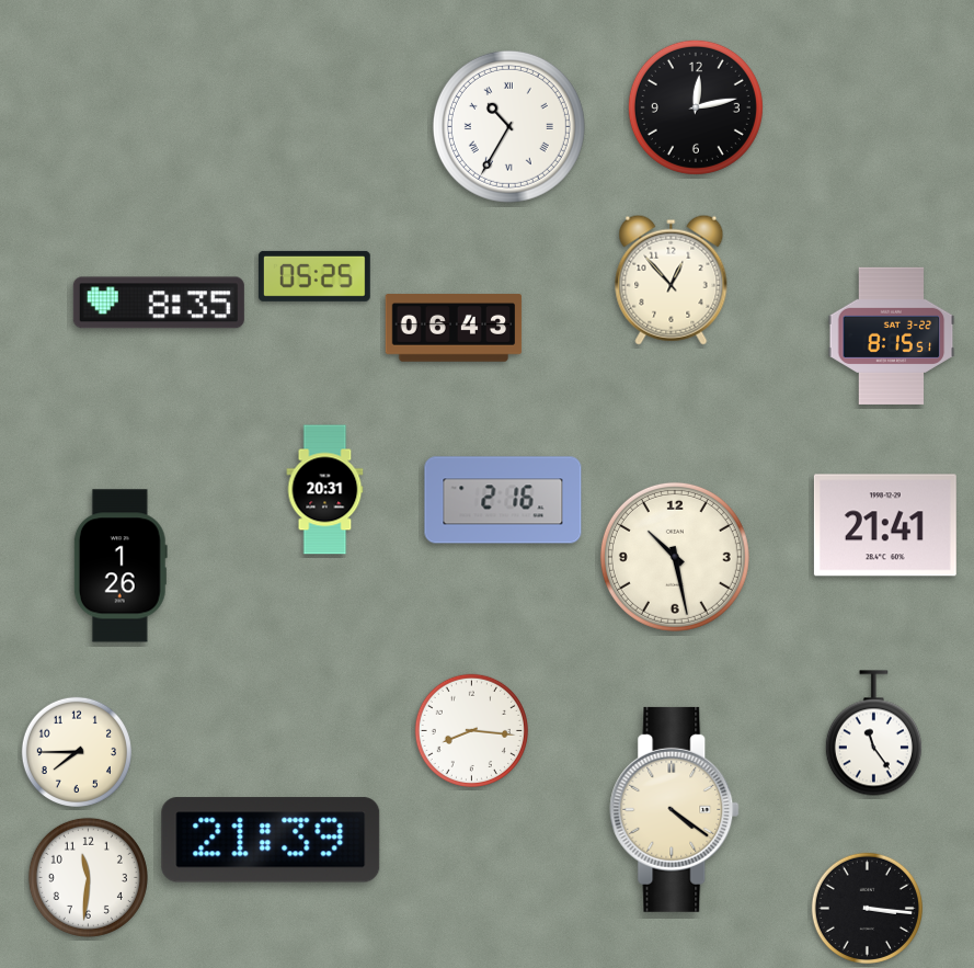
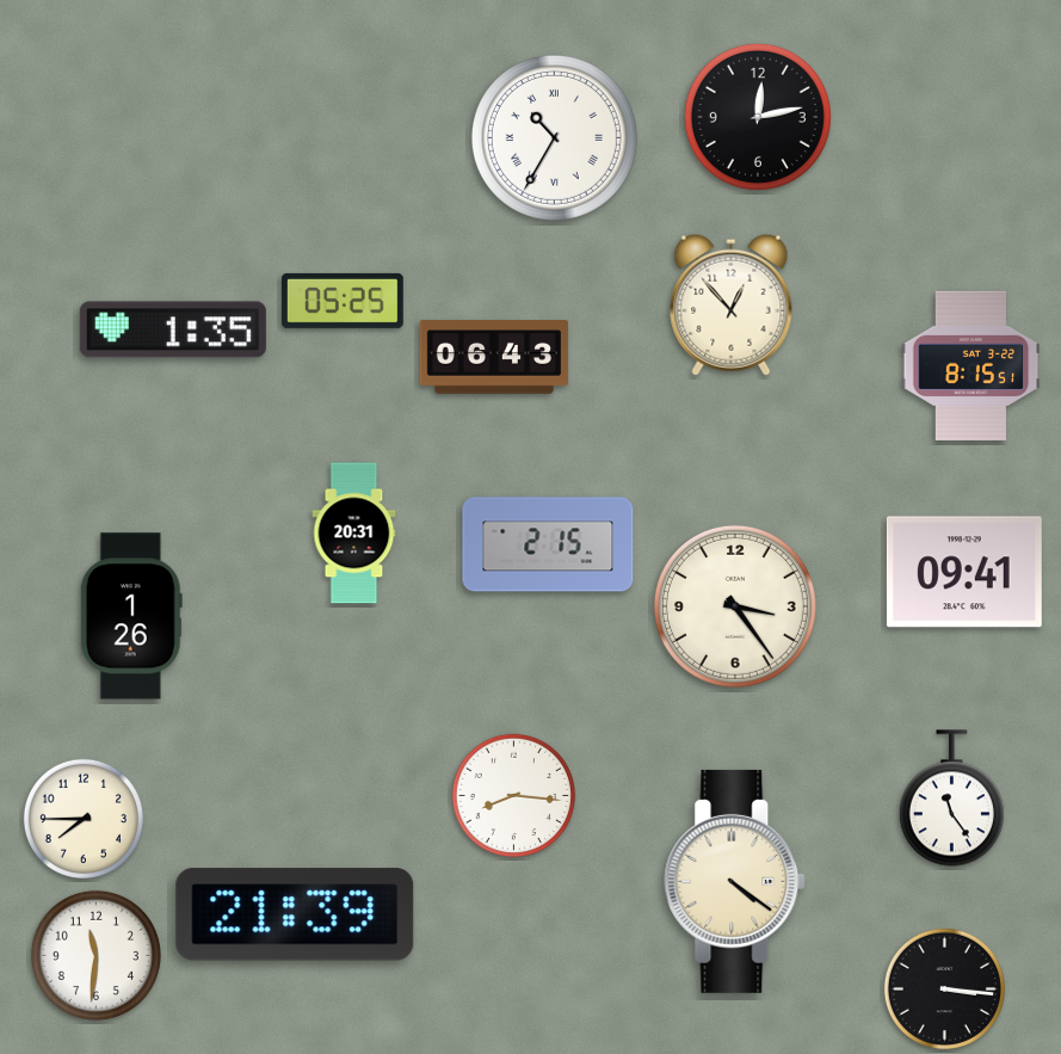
clock at (159, 303): 8:35 -> 1:35
clock at (503, 500): 2:16 -> 2:15
clock at (885, 525): 21:41 -> 09:41
clock at (675, 557): 10:28 -> 3:24
